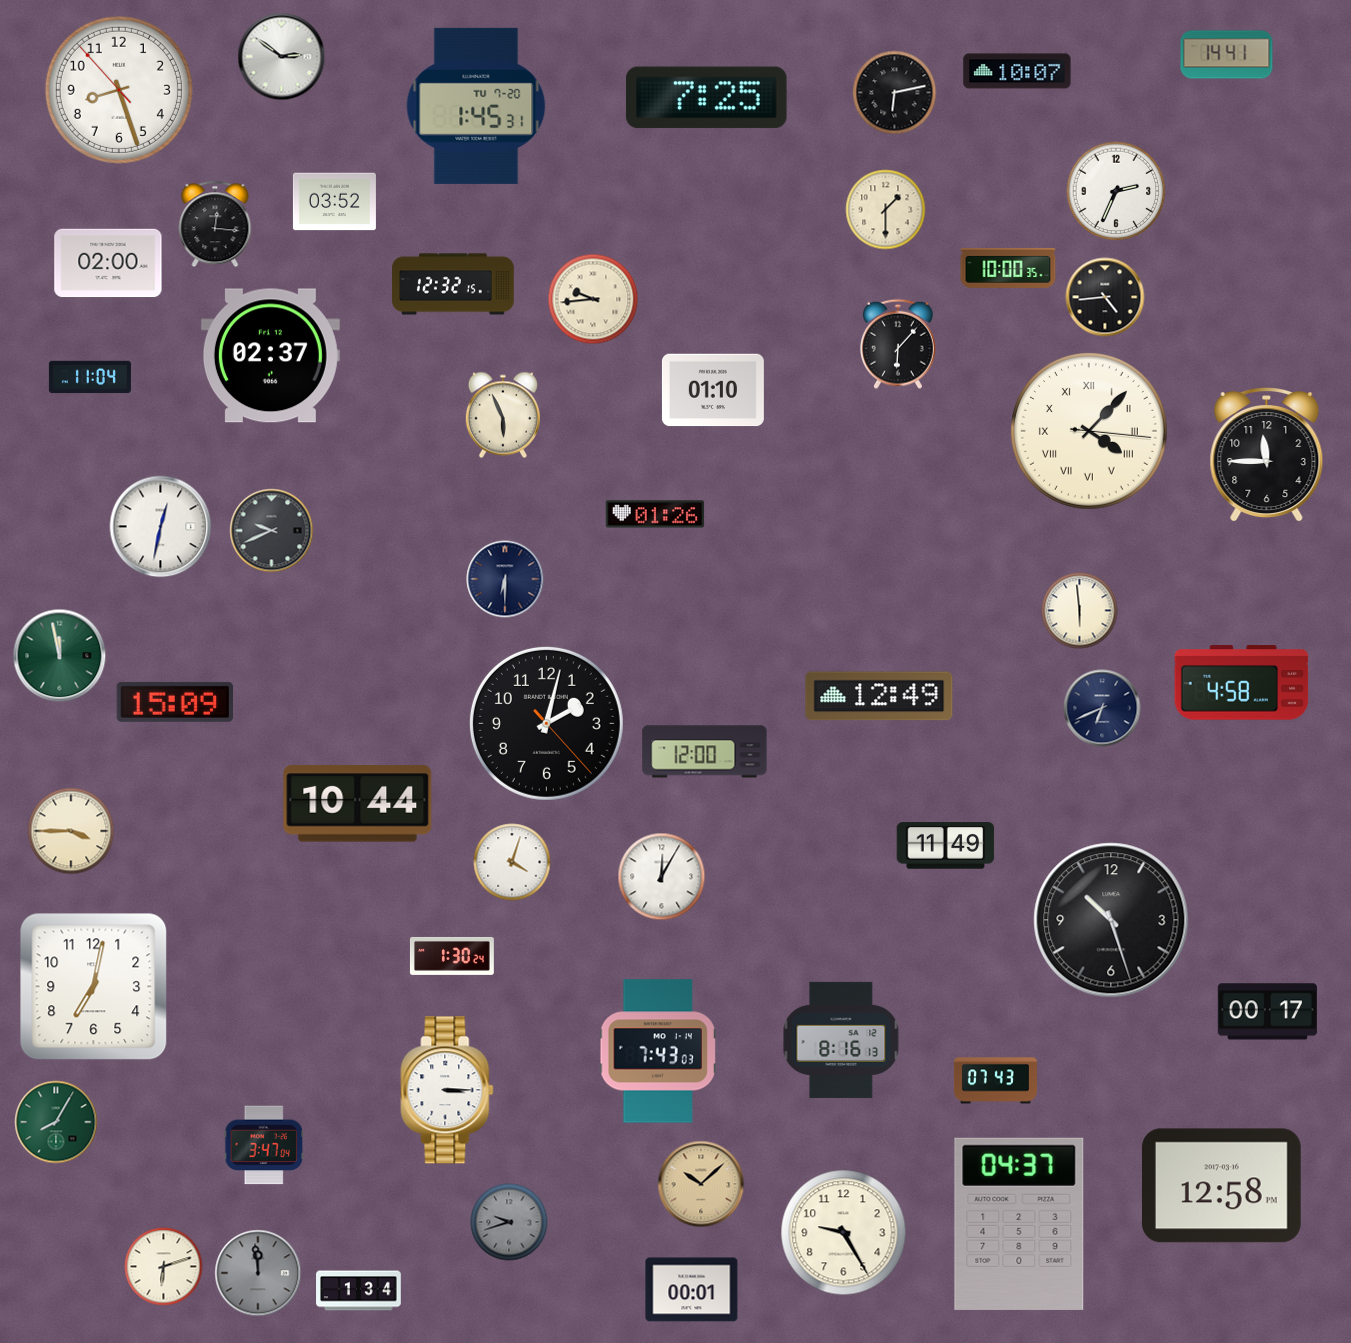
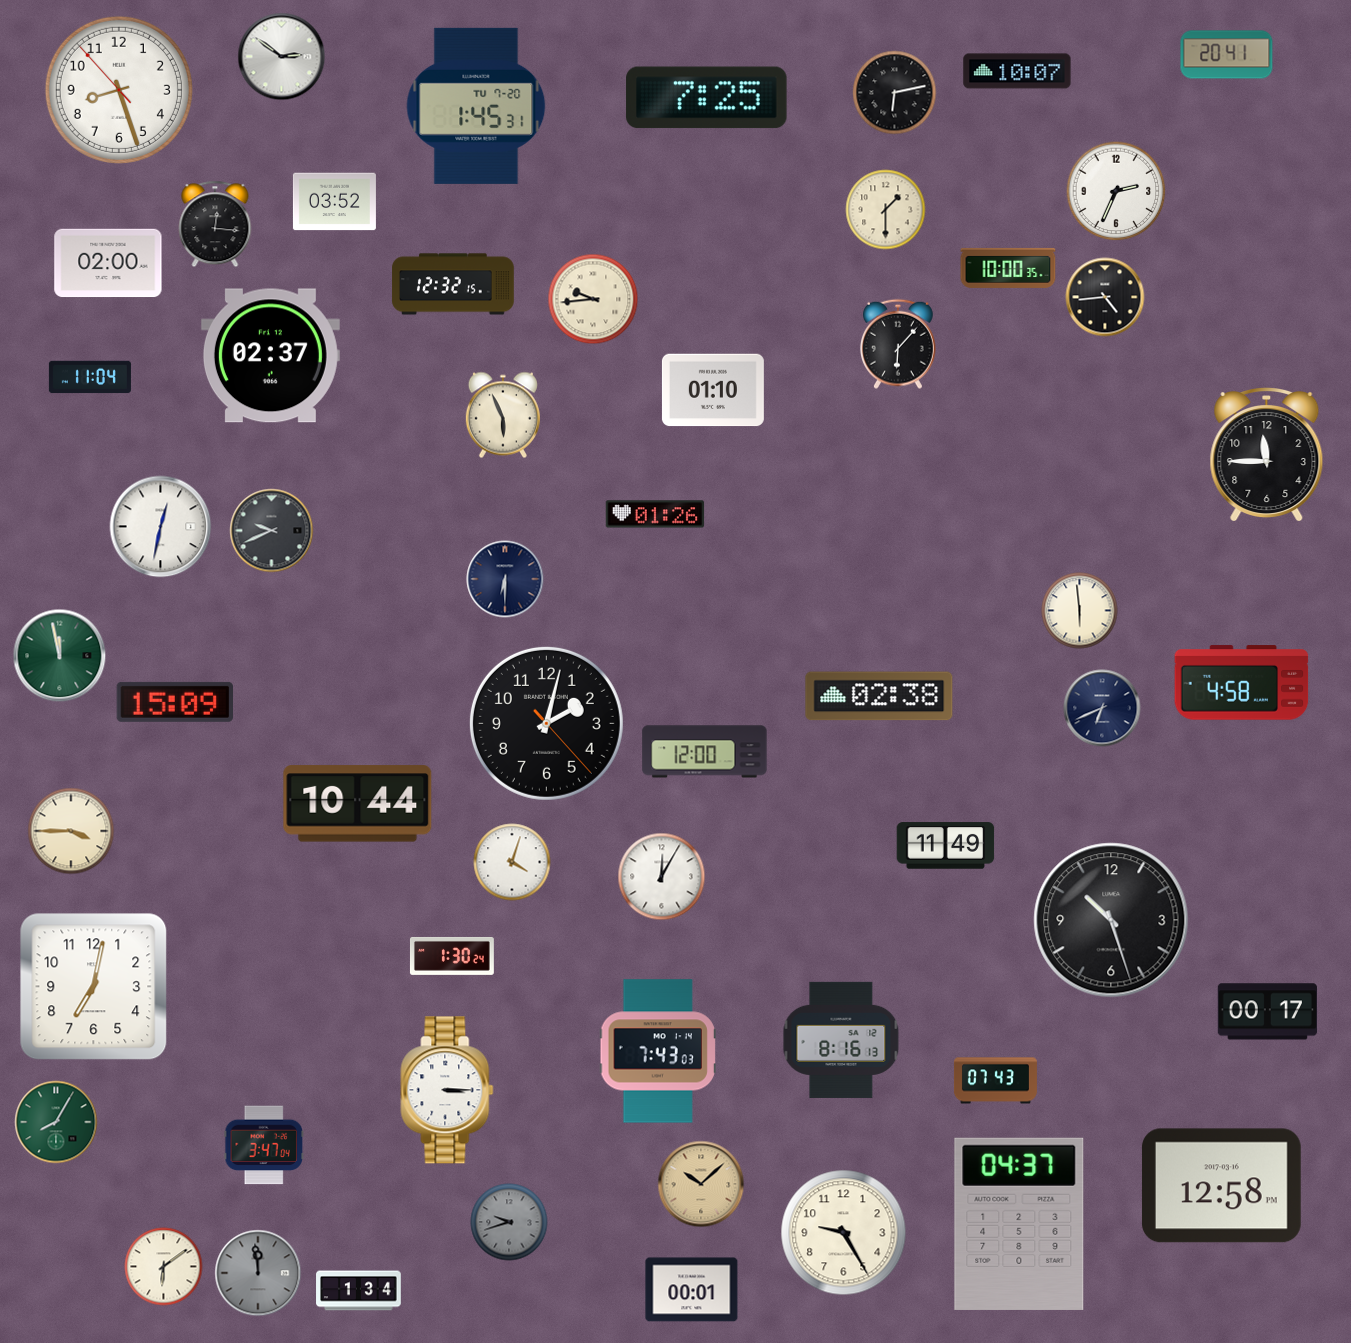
clock at (1227, 55): 14:41 -> 20:41
clock at (1089, 431): 4:07 -> none
clock at (879, 696): 12:49 -> 02:38
clock at (164, 1267): 6:12 -> 6:09
